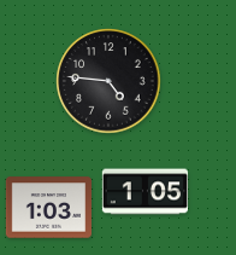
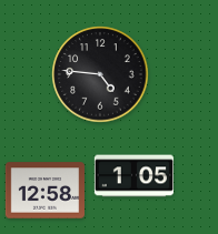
clock at (48, 208): 1:03 -> 12:58
